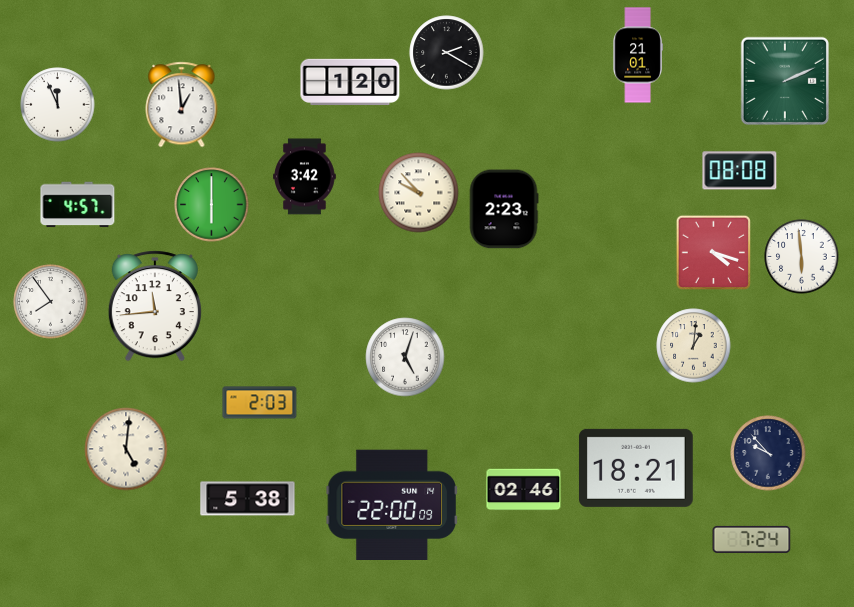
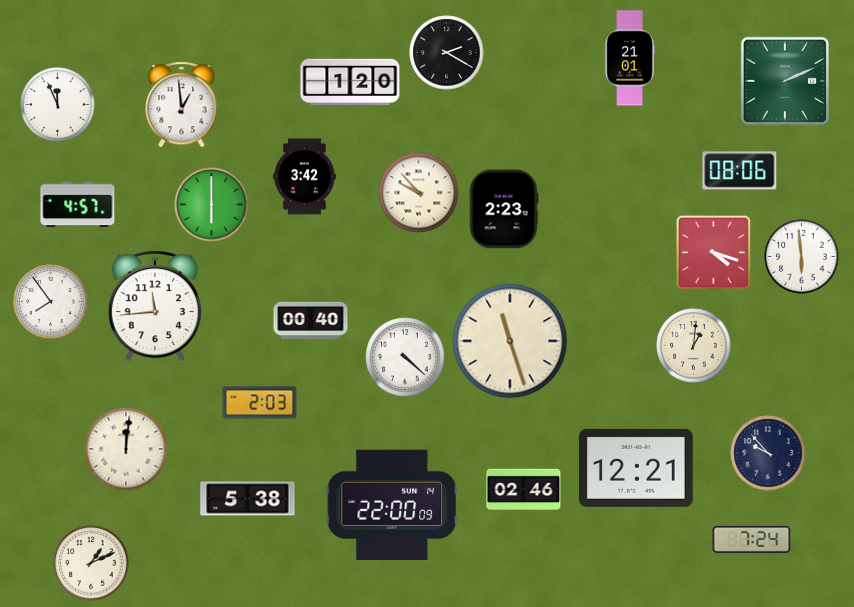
clock at (638, 55) position: (638, 55) -> (630, 58)
clock at (740, 171): 08:08 -> 08:06
clock at (311, 321): none -> 00:40
clock at (510, 341): none -> 11:27
clock at (405, 357): 5:03 -> 4:22
clock at (126, 449): 5:01 -> 12:01
clock at (636, 468): 18:21 -> 12:21
clock at (91, 563): none -> 1:11
